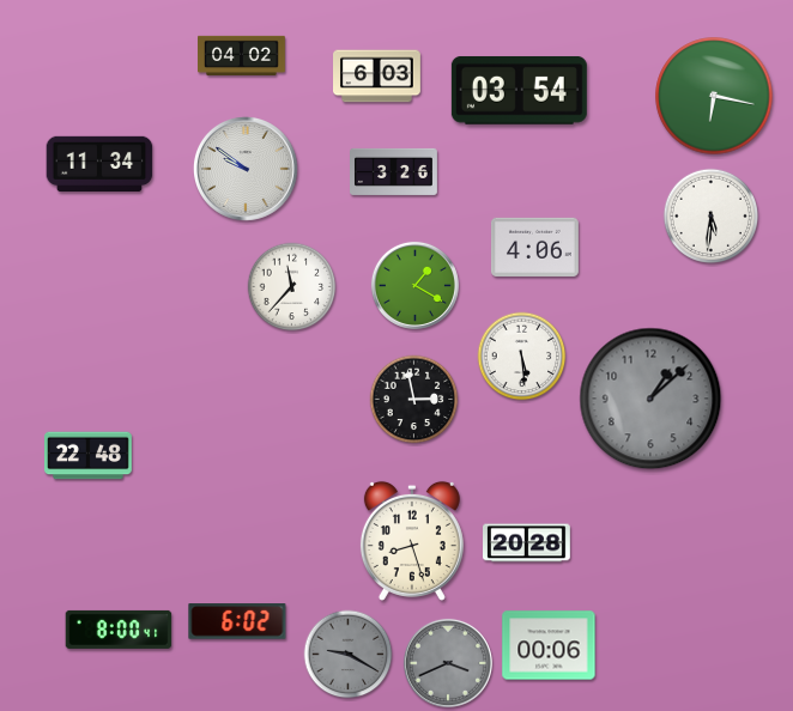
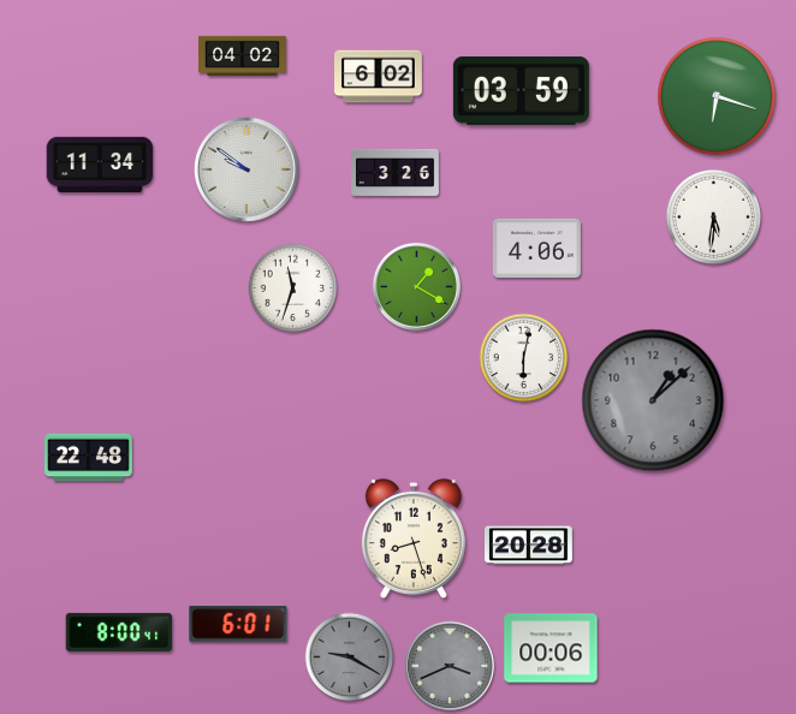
clock at (377, 77): 6:03 -> 6:02
clock at (519, 90): 03:54 -> 03:59
clock at (714, 96): 6:17 -> 6:18
clock at (292, 287): 11:37 -> 11:33
clock at (522, 357): 5:29 -> 6:02
clock at (414, 400): 2:58 -> none
clock at (412, 541) position: (412, 541) -> (414, 539)
clock at (237, 621): 6:02 -> 6:01
